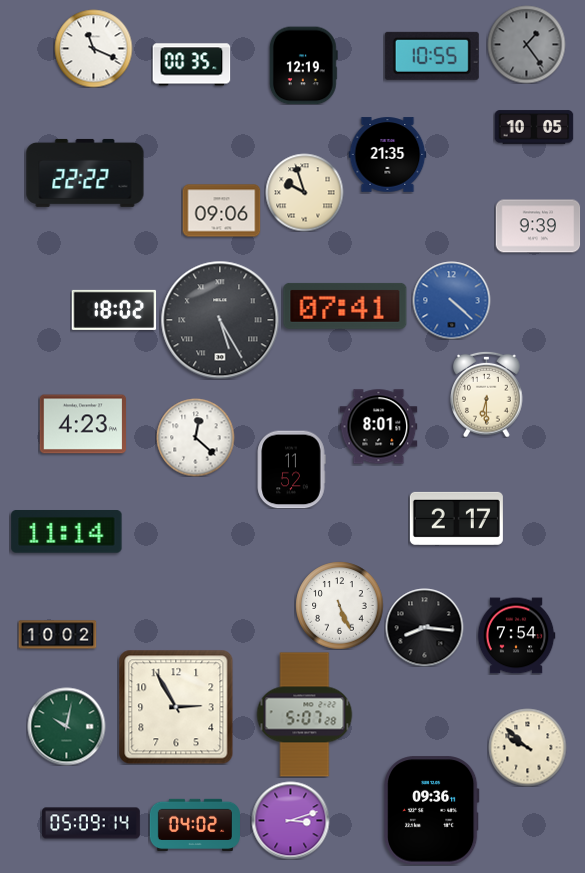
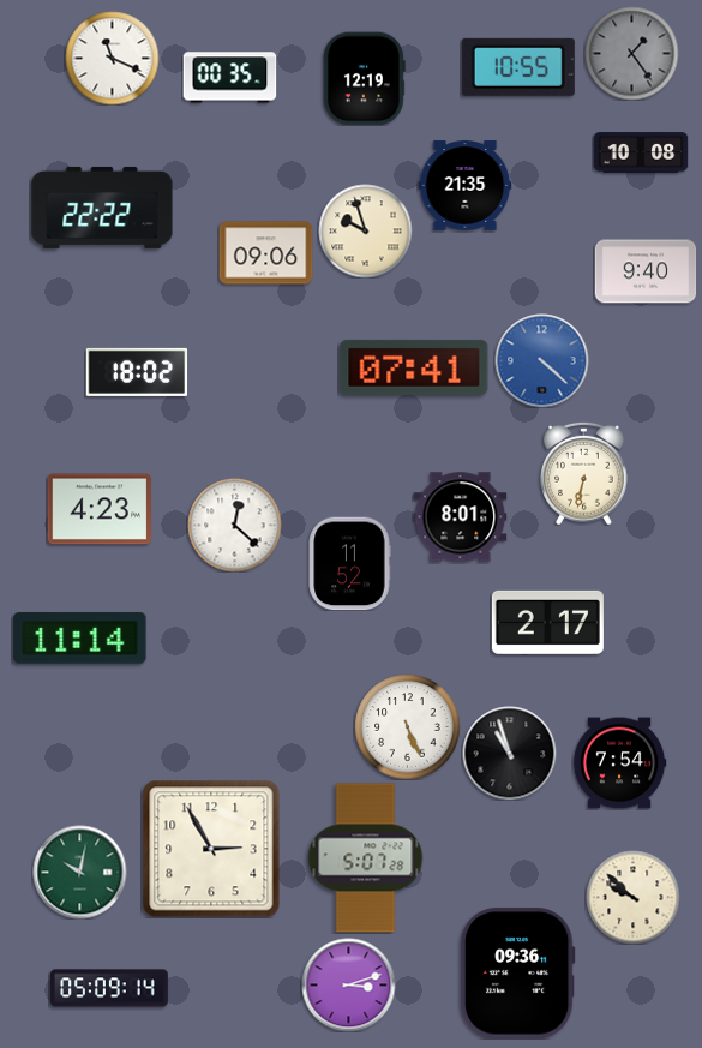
clock at (534, 127): 10:05 -> 10:08
clock at (538, 226): 9:39 -> 9:40
clock at (220, 320): 5:25 -> none
clock at (487, 394): 6:30 -> 6:32
clock at (378, 427) position: (378, 427) -> (460, 517)
clock at (424, 627): 8:16 -> 10:57
clock at (57, 635): 10:02 -> none
clock at (195, 824): 04:02 -> none
